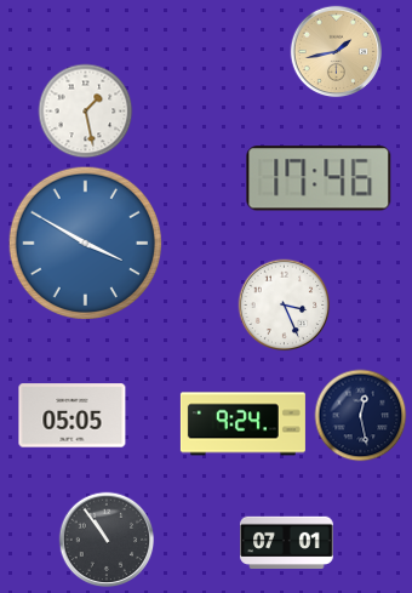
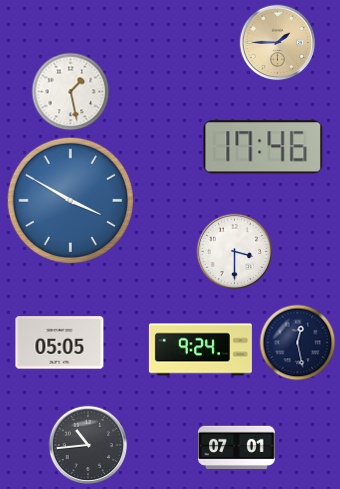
clock at (337, 52): 1:43 -> 1:45
clock at (285, 306): 3:26 -> 3:30
clock at (107, 540): 10:54 -> 10:44
